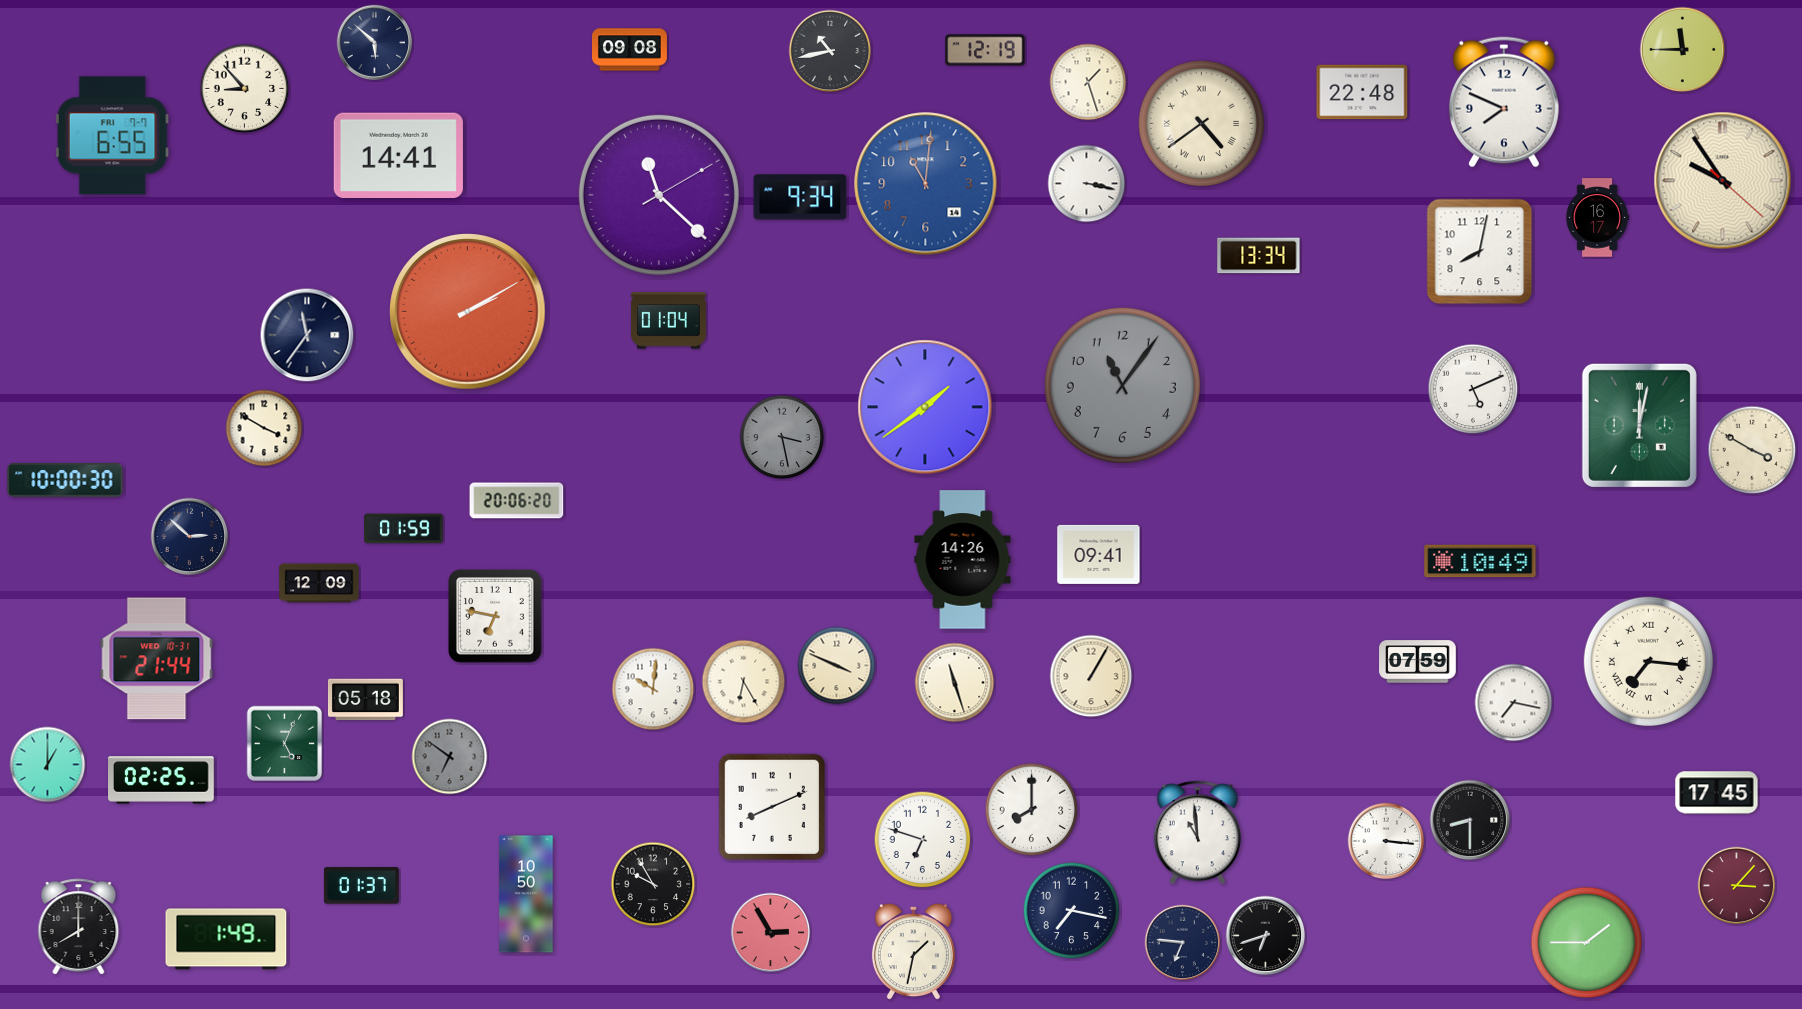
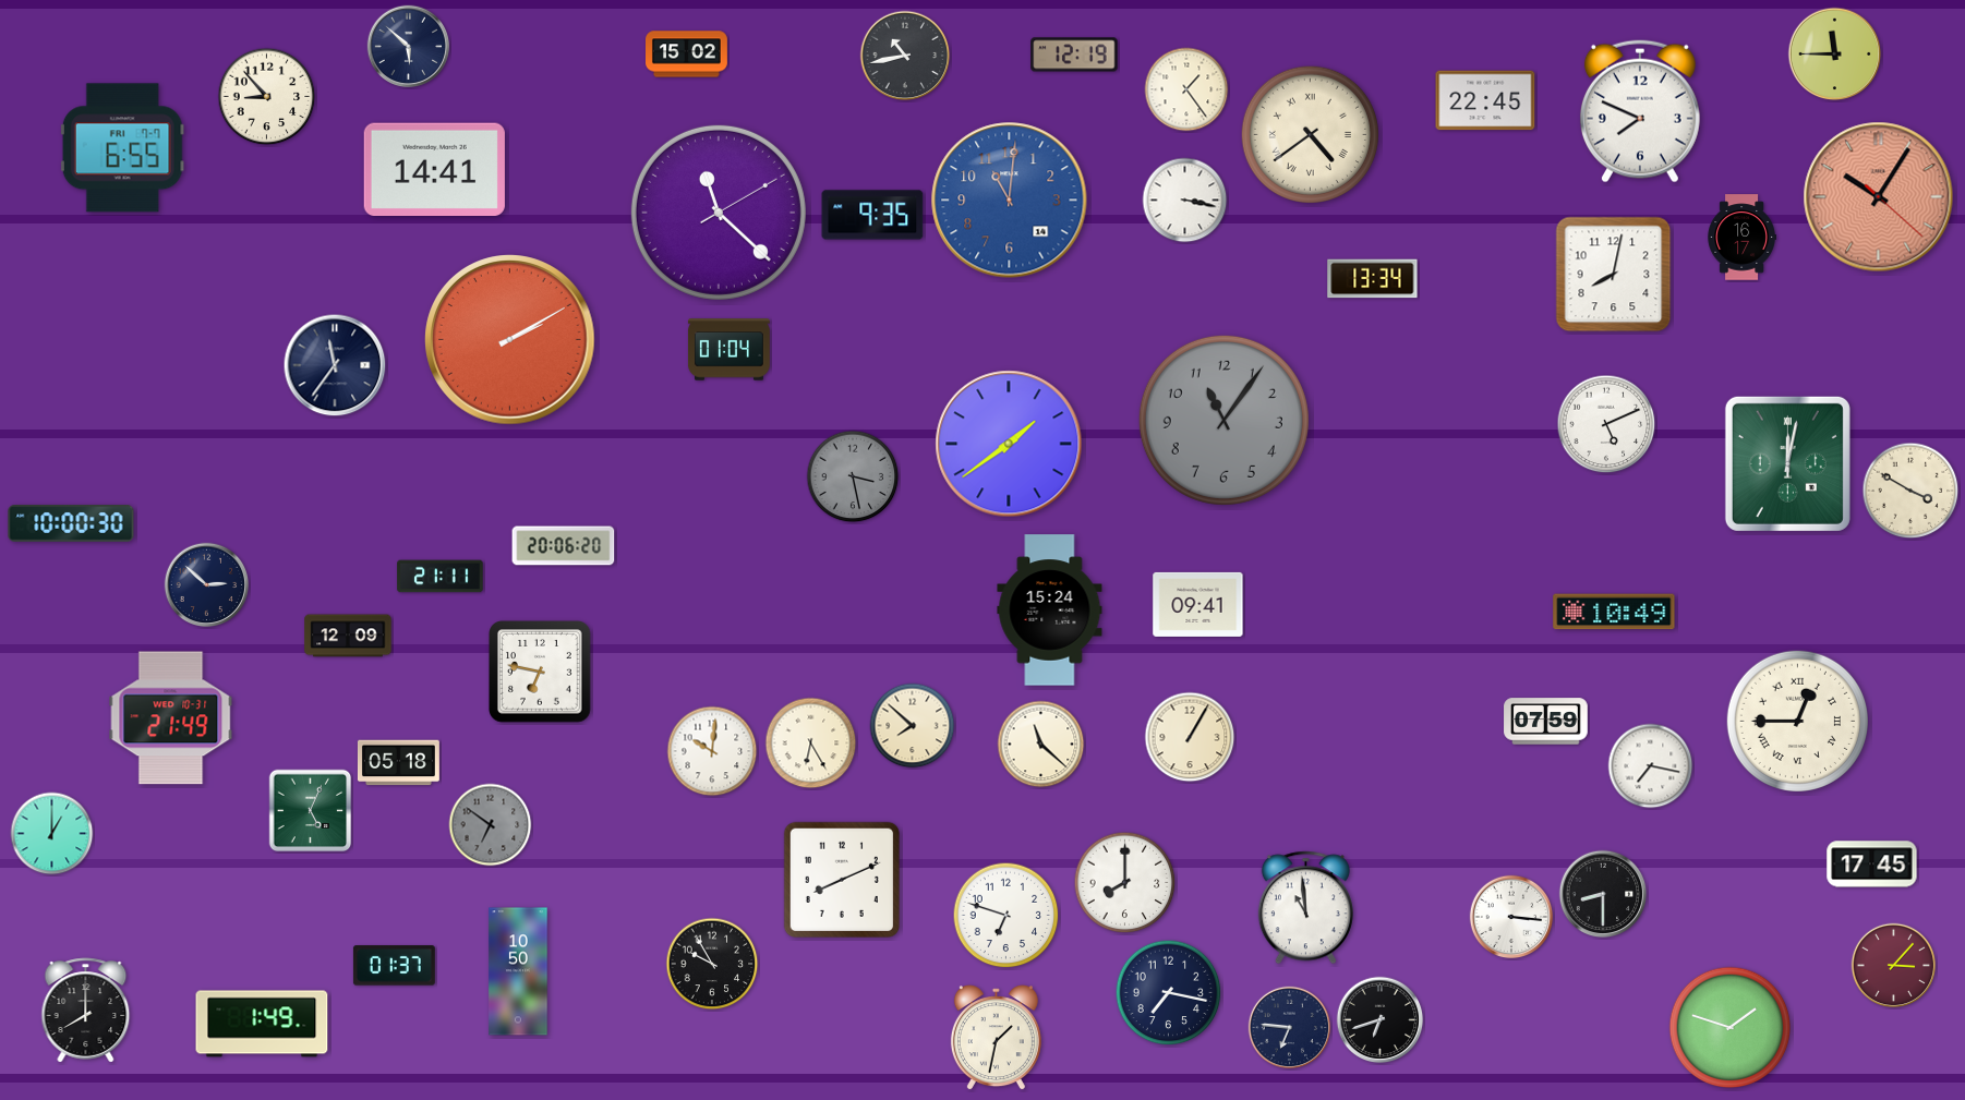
clock at (630, 50): 09:08 -> 15:02
clock at (1088, 82): 1:27 -> 1:24
clock at (1362, 92): 22:48 -> 22:45
clock at (1723, 181): 9:54 -> 10:05
clock at (1723, 181) dial: cream -> salmon
clock at (800, 197): 9:34 -> 9:35
clock at (264, 428): 3:50 -> none
clock at (404, 529): 01:59 -> 21:11
clock at (963, 560): 14:26 -> 15:24
clock at (157, 659): 21:44 -> 21:49
clock at (1648, 661): 7:16 -> 12:45
clock at (837, 666): 3:49 -> 7:52
clock at (955, 683): 11:27 -> 11:22
clock at (162, 780): 02:25 -> none
clock at (526, 894) position: (526, 894) -> (518, 971)
clock at (771, 933): 2:55 -> none
clock at (226, 939) position: (226, 939) -> (262, 1024)
clock at (1587, 943): 1:45 -> 1:48
